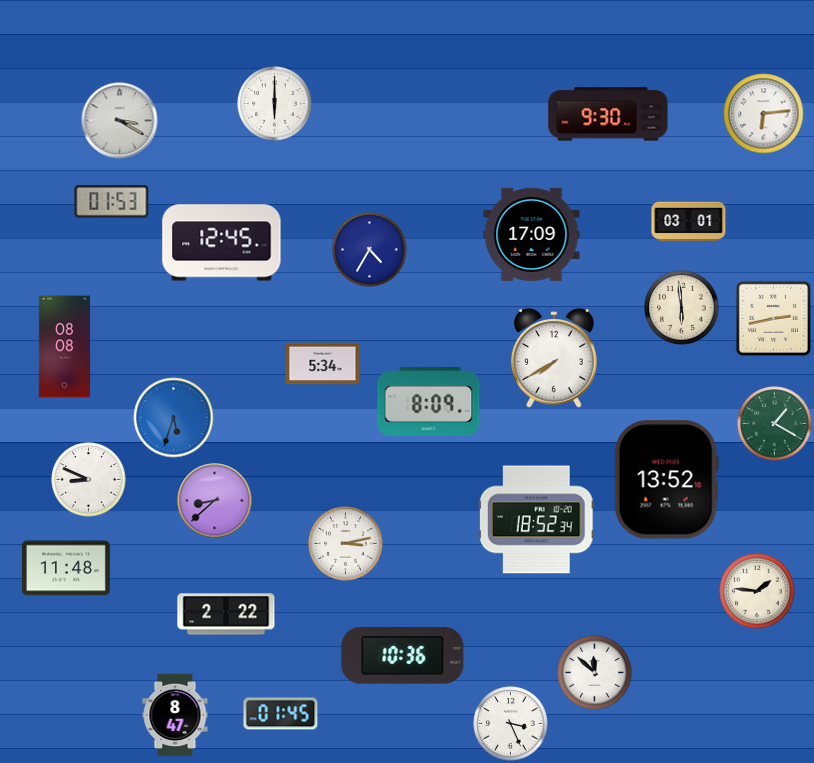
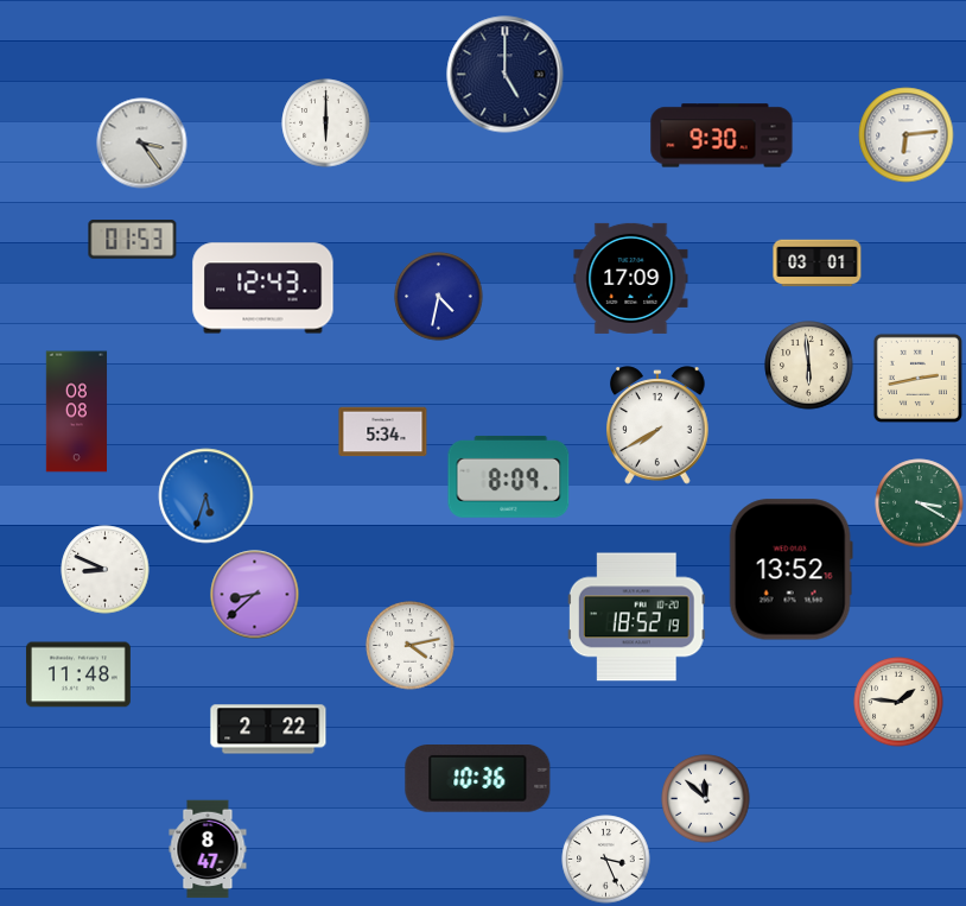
clock at (506, 75): none -> 5:00
clock at (120, 121): 3:20 -> 3:24
clock at (222, 243): 12:45 -> 12:43
clock at (370, 250): 4:35 -> 4:32
clock at (775, 424): 1:20 -> 3:20
clock at (536, 520): 18:52:34 -> 18:52:19
clock at (346, 544): 3:13 -> 4:13
clock at (281, 714): 01:45 -> none
